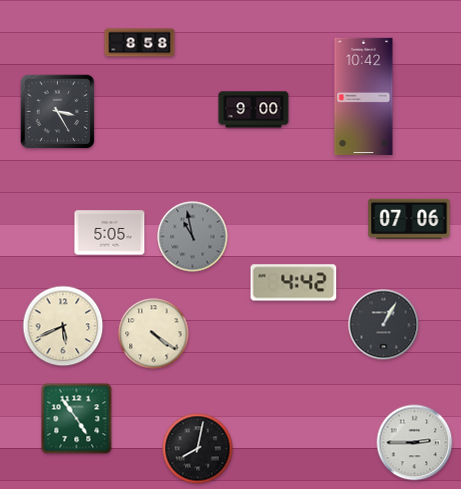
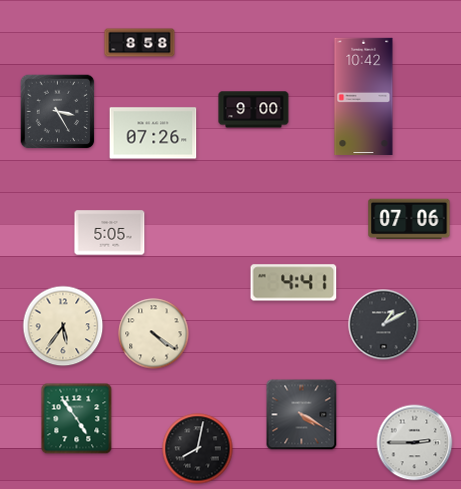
clock at (153, 133): none -> 07:26
clock at (193, 237): 10:58 -> none
clock at (294, 283): 4:42 -> 4:41
clock at (384, 325): 1:05 -> 1:10
clock at (63, 326): 5:41 -> 5:36
clock at (302, 415): none -> 4:20
